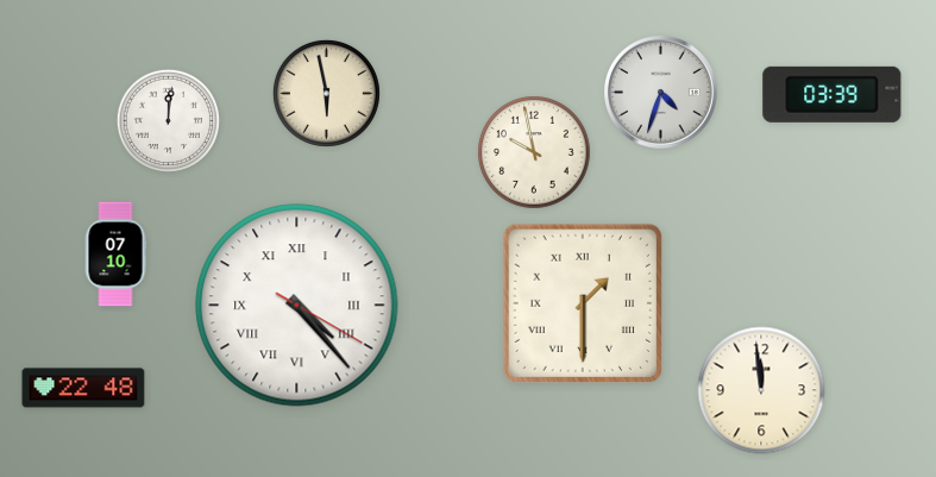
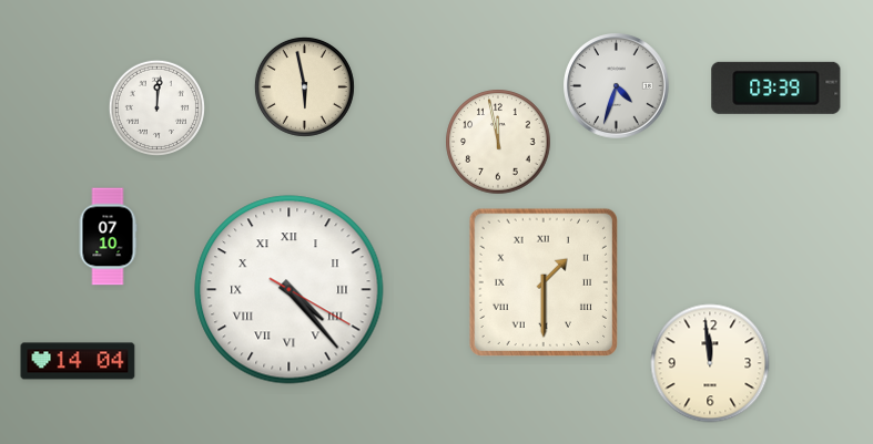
clock at (168, 120) position: (168, 120) -> (156, 107)
clock at (534, 152): 9:58 -> 11:58
clock at (297, 306) position: (297, 306) -> (290, 290)
clock at (83, 388): 22:48 -> 14:04
